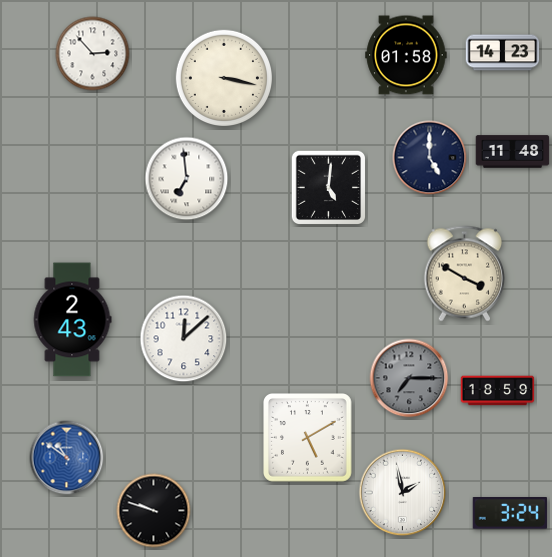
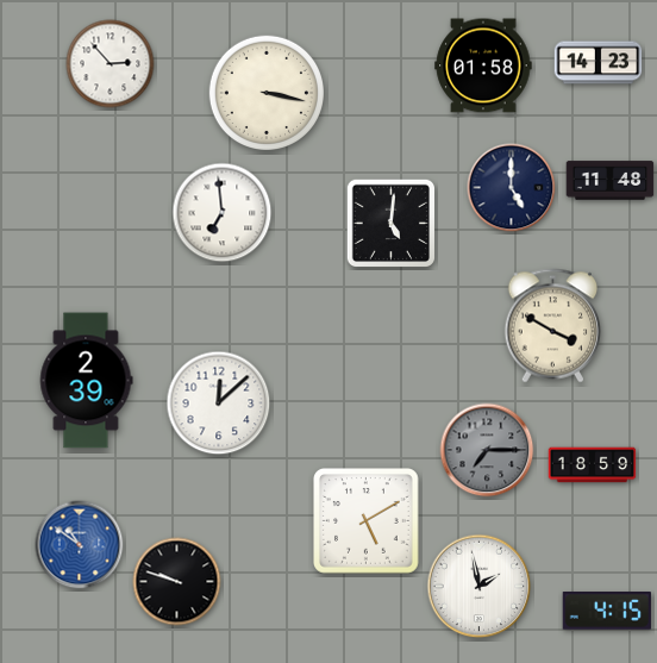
clock at (72, 320): 2:43 -> 2:39
clock at (154, 511) position: (154, 511) -> (177, 582)
clock at (509, 513): 3:24 -> 4:15
